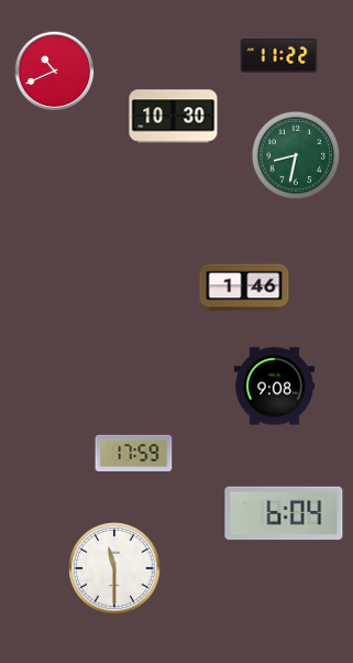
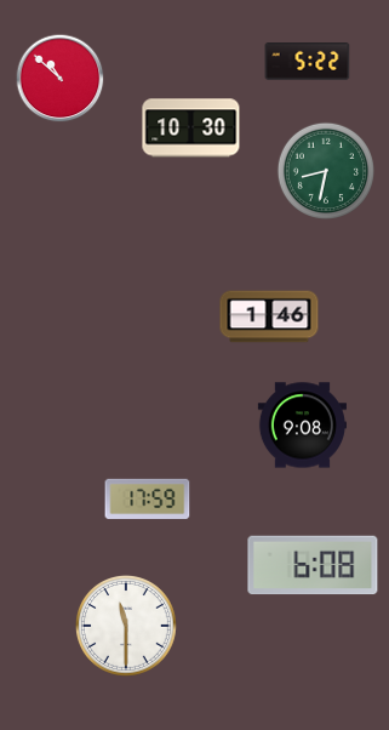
clock at (279, 56): 11:22 -> 5:22
clock at (55, 72): 10:41 -> 10:52
clock at (284, 513): 6:04 -> 6:08
